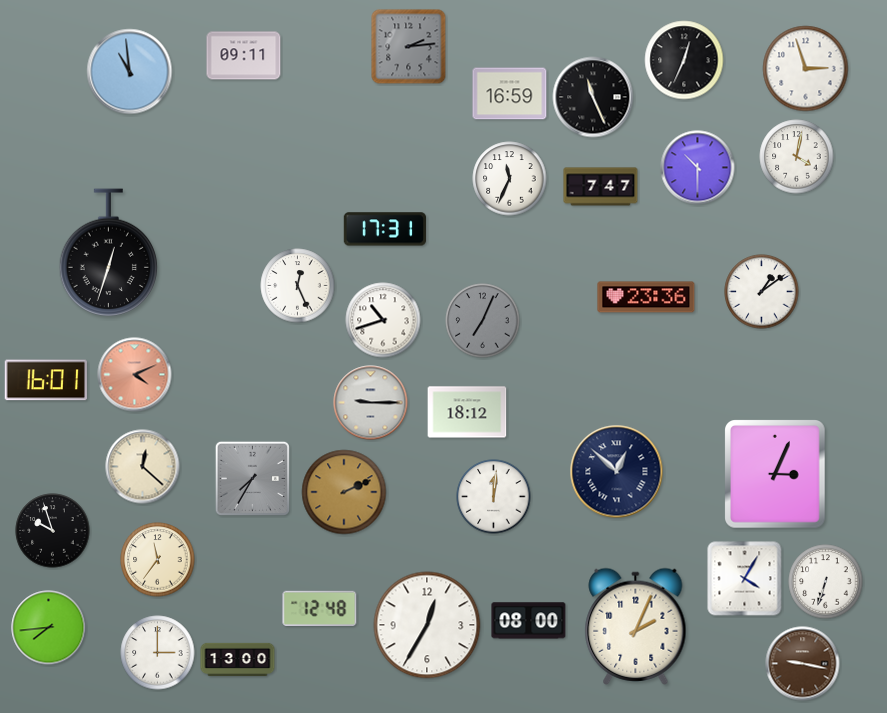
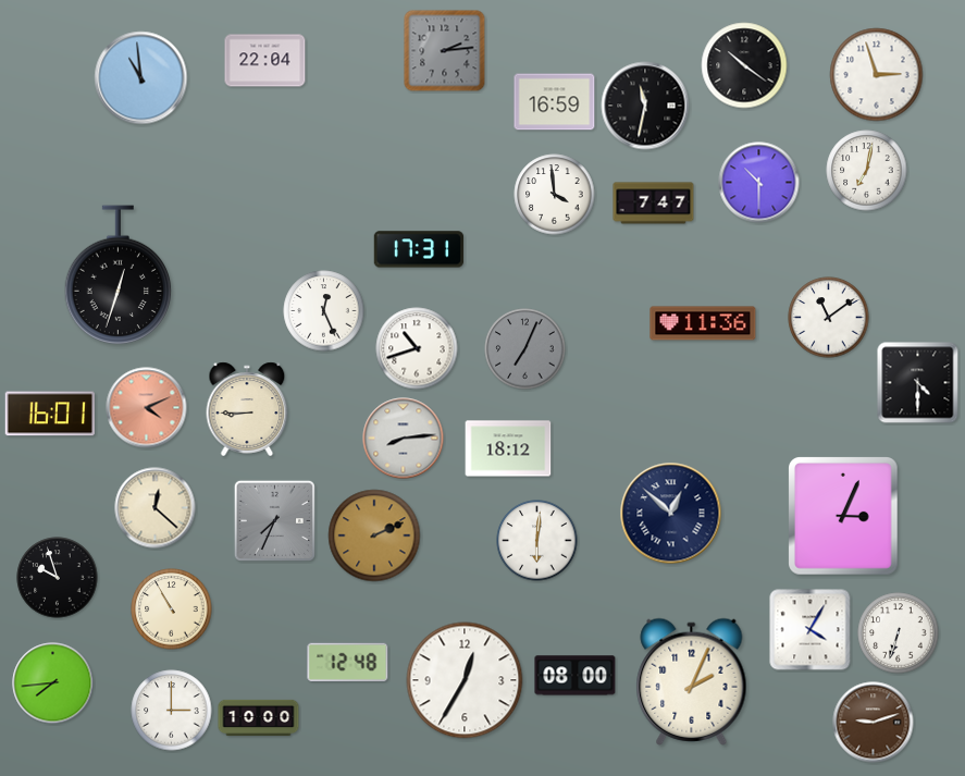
clock at (244, 56): 09:11 -> 22:04
clock at (684, 60): 12:34 -> 10:21
clock at (593, 97): 11:26 -> 11:32
clock at (797, 157): 4:02 -> 7:02
clock at (510, 179): 11:34 -> 3:59
clock at (762, 292): 1:09 -> 11:09
clock at (646, 297): 23:36 -> 11:36
clock at (918, 383): none -> 4:30
clock at (247, 409): none -> 8:45
clock at (371, 403): 9:15 -> 8:14
clock at (252, 478): 7:35 -> 7:34
clock at (494, 497): 12:01 -> 6:01
clock at (158, 560): 11:36 -> 10:55
clock at (238, 660): 13:00 -> 10:00
clock at (803, 664): 9:17 -> 9:12
